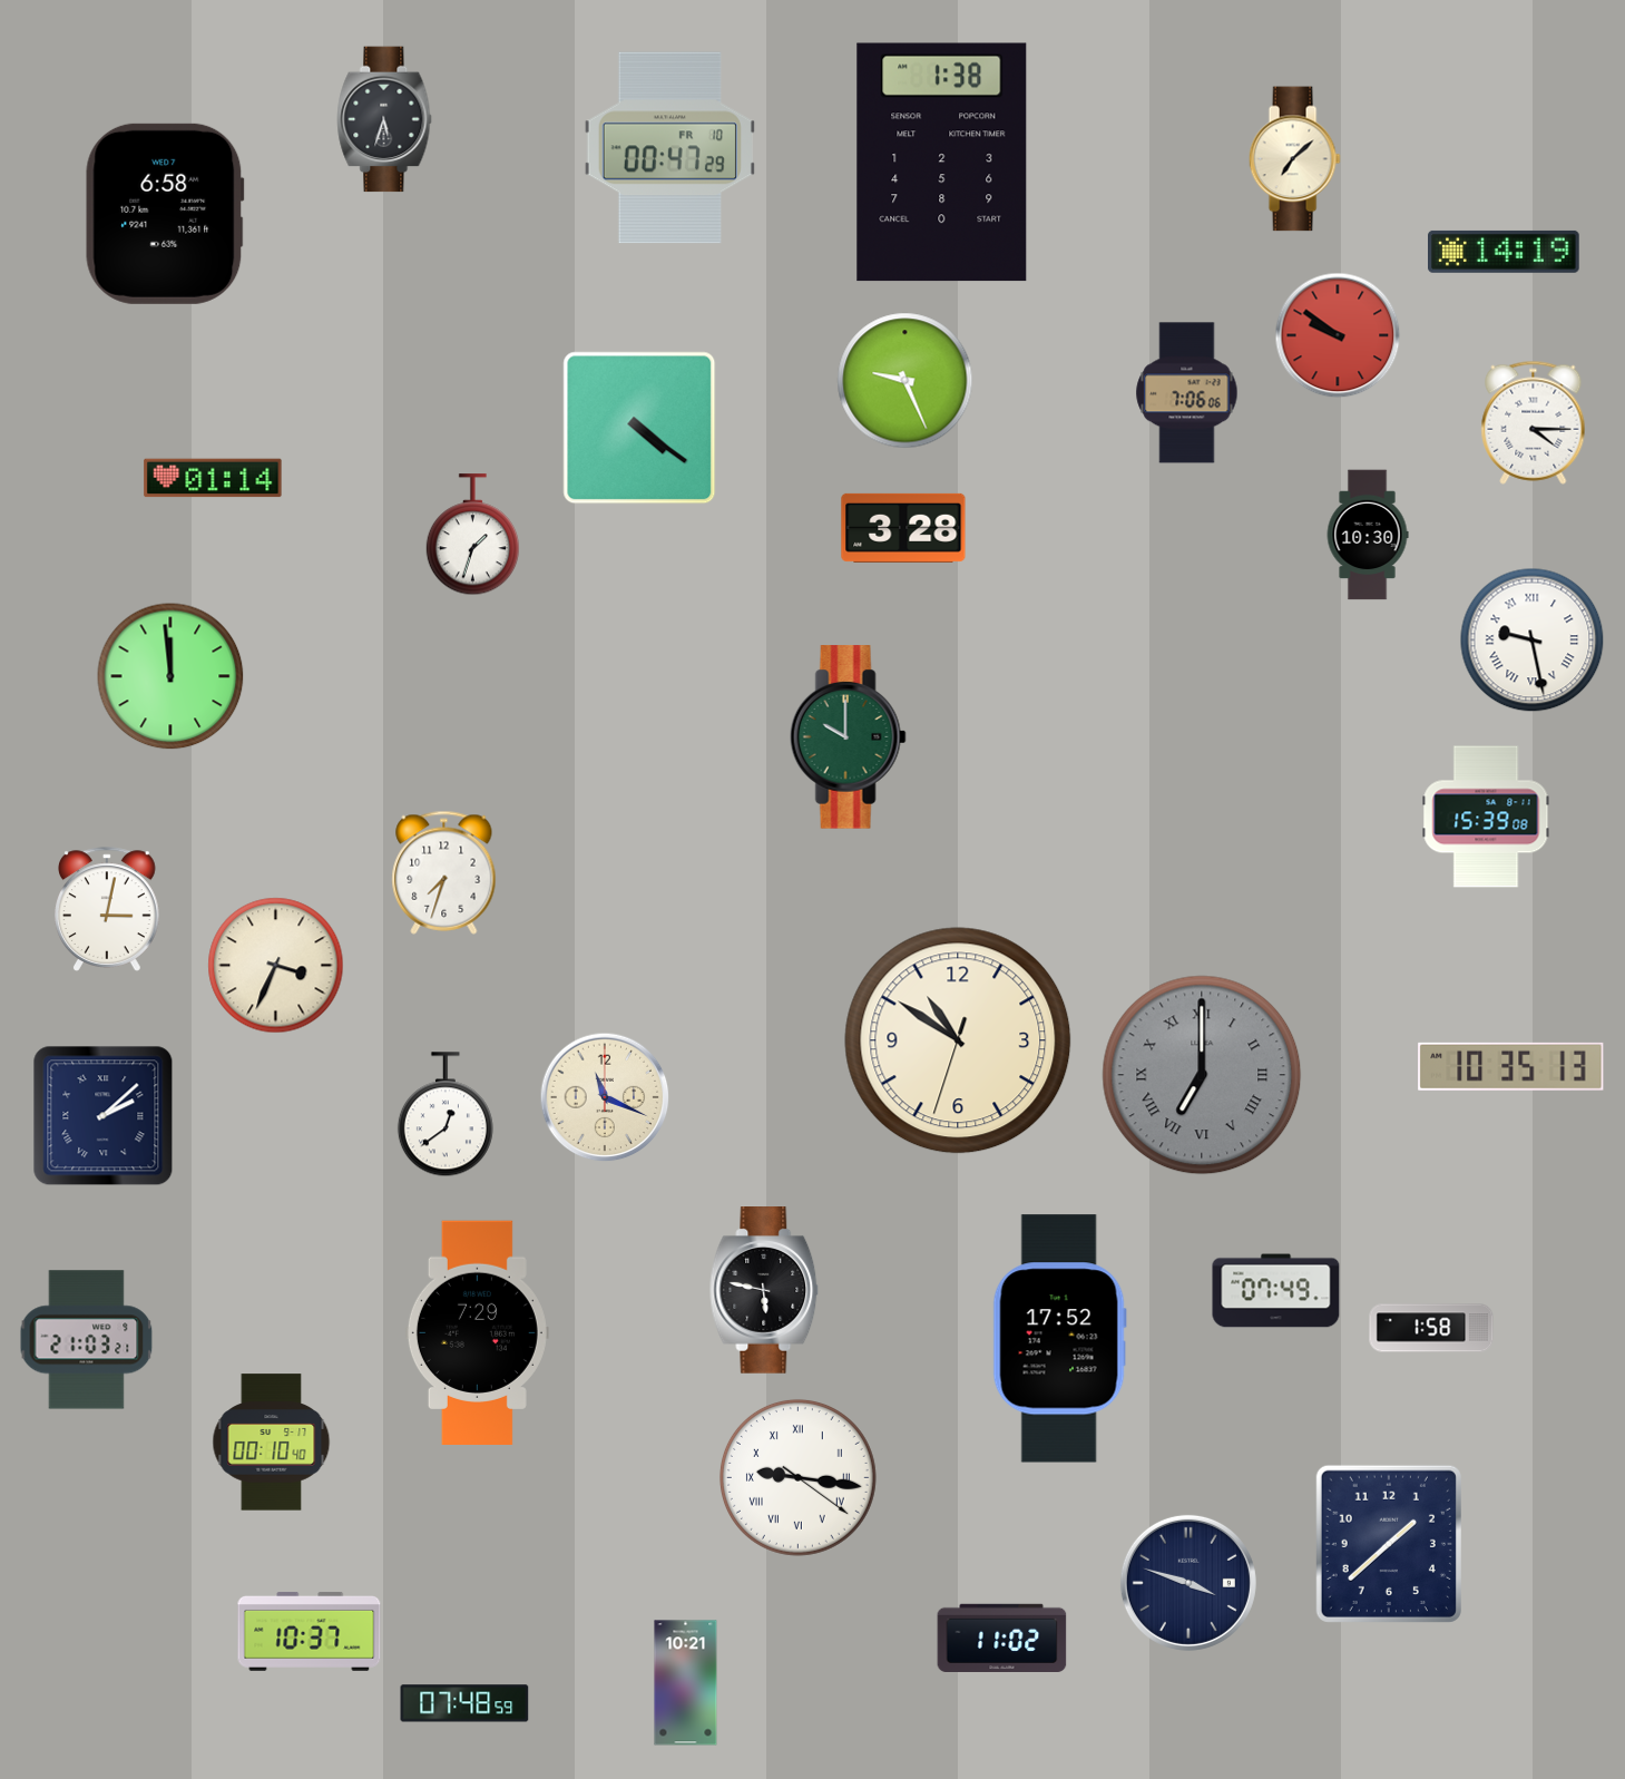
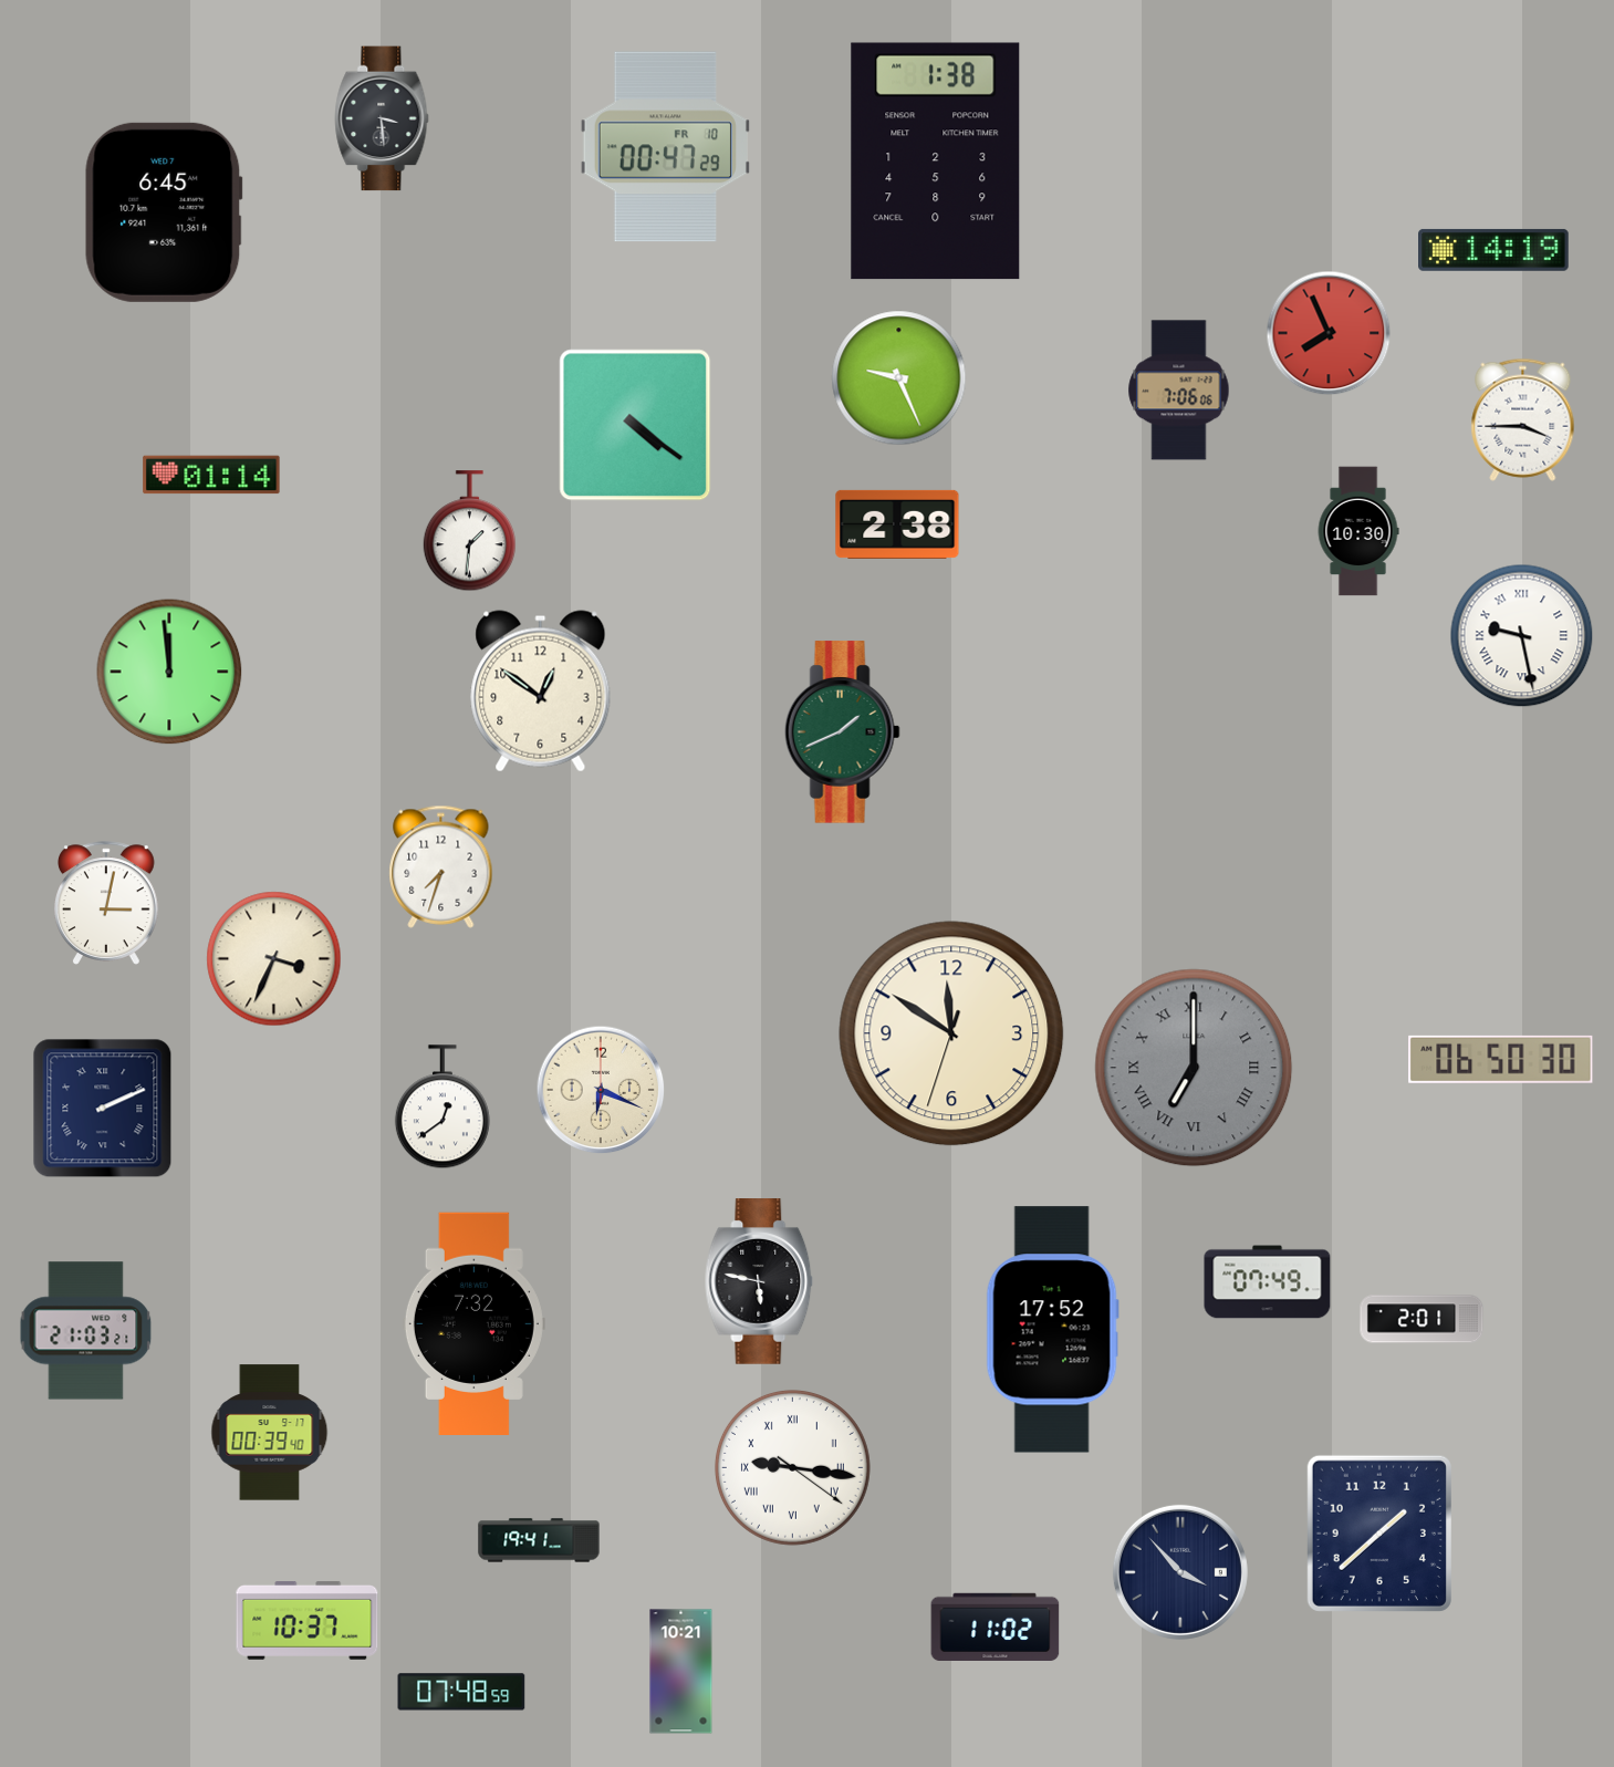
clock at (384, 119): 5:33 -> 3:29
clock at (1294, 159): 7:08 -> none
clock at (165, 214): 6:58 -> 6:45
clock at (1338, 335): 9:51 -> 7:56
clock at (1534, 422): 4:15 -> 3:45
clock at (903, 528): 3:28 -> 2:38
clock at (472, 535): 1:33 -> 1:31
clock at (541, 692): none -> 12:51
clock at (848, 737): 10:00 -> 1:41
clock at (1486, 817): 15:39 -> none
clock at (958, 1040): 10:50 -> 11:50
clock at (1511, 1066): 10:35 -> 06:50
clock at (605, 1097): 11:19 -> 6:19
clock at (104, 1116): 2:08 -> 2:11
clock at (1431, 1328): 1:58 -> 2:01
clock at (477, 1332): 7:29 -> 7:32
clock at (272, 1443): 00:10 -> 00:39
clock at (539, 1540): none -> 19:41
clock at (1188, 1583): 3:48 -> 3:53
